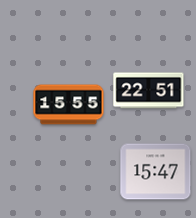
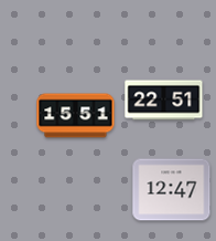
clock at (69, 105): 15:55 -> 15:51
clock at (156, 172): 15:47 -> 12:47
